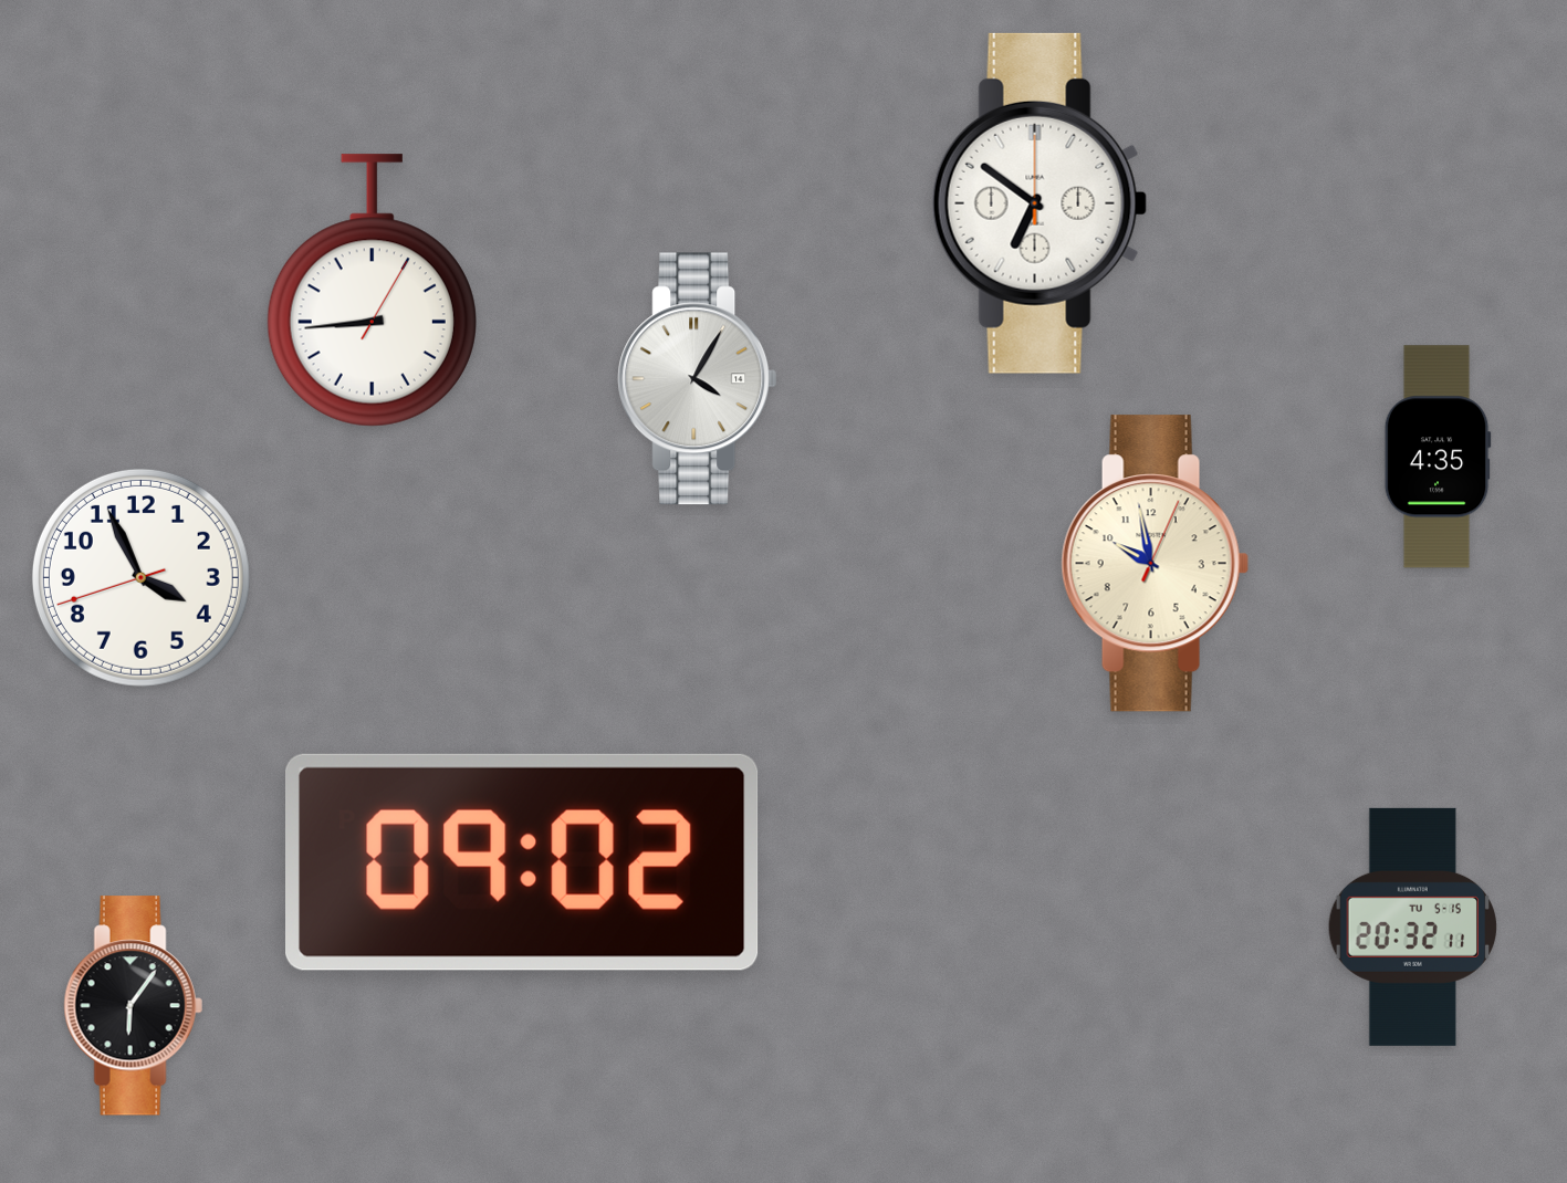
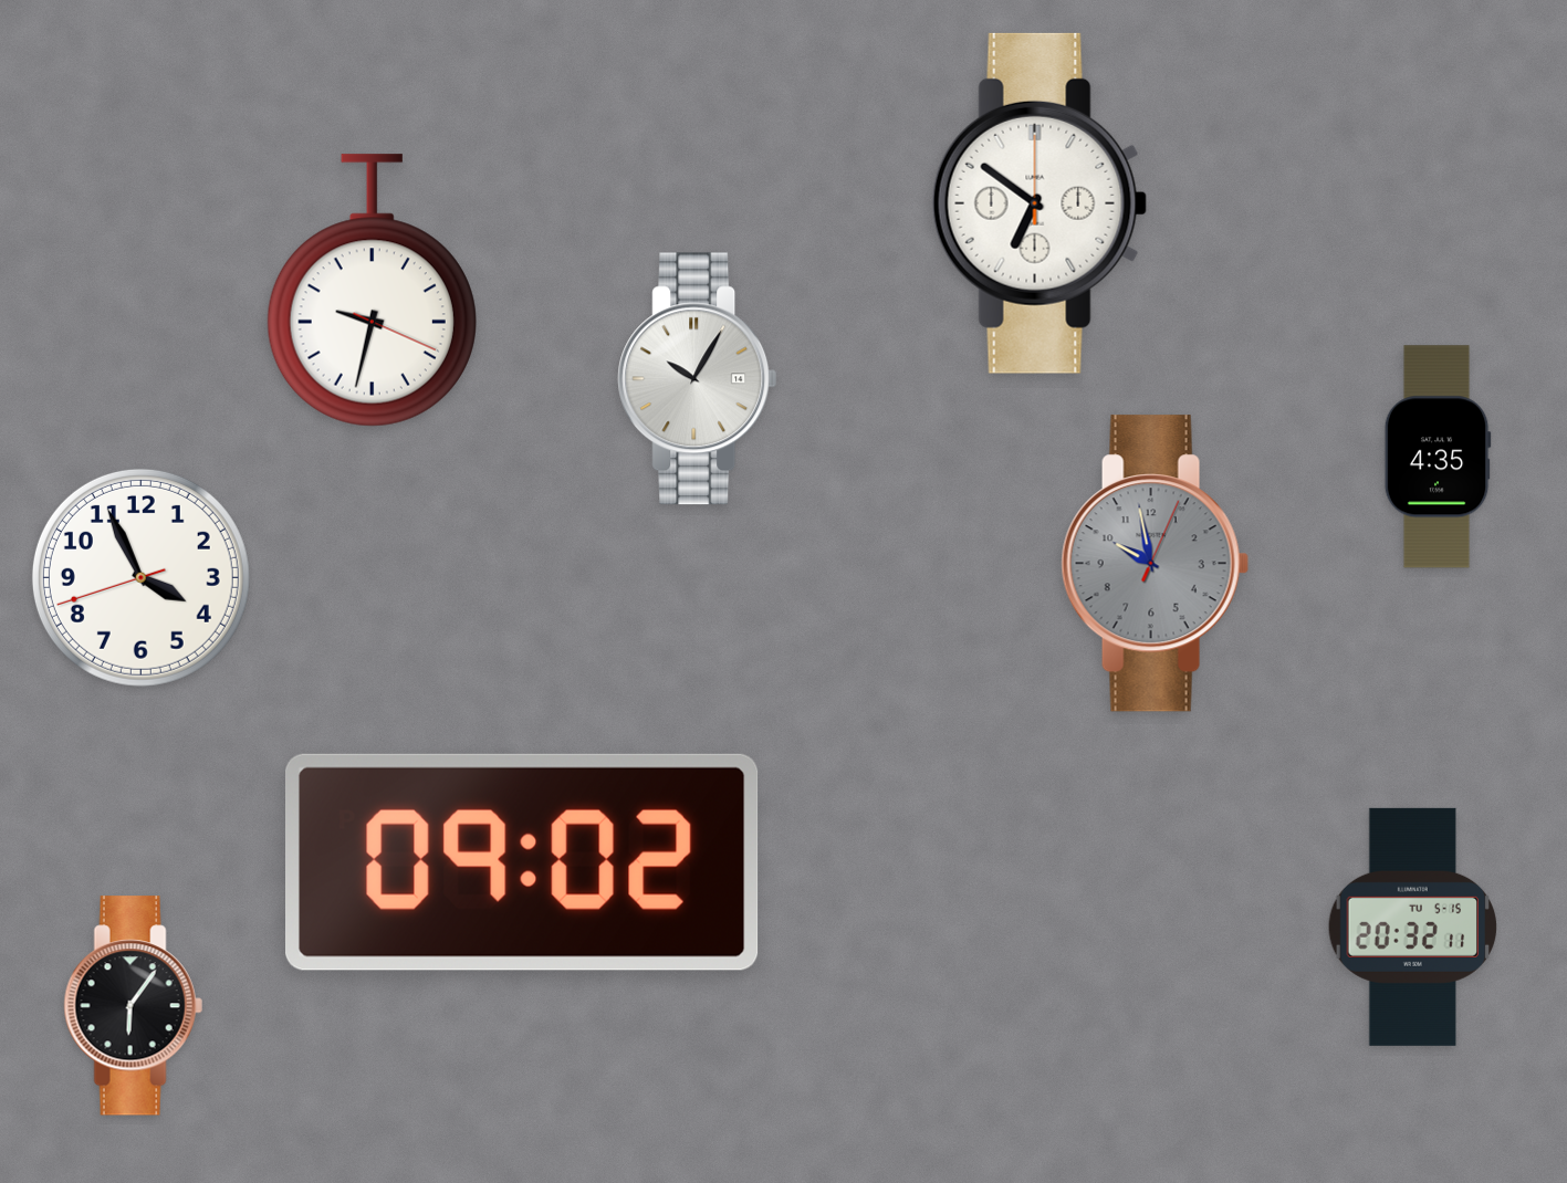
clock at (372, 291): 8:44 -> 9:32
clock at (698, 379): 4:05 -> 10:05
clock at (1155, 564) dial: cream -> grey
